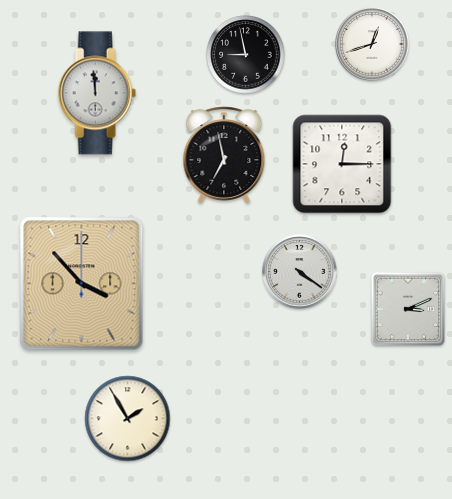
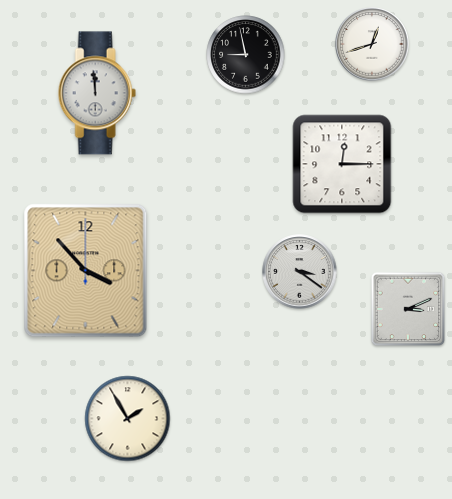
clock at (224, 155): 6:58 -> none
clock at (300, 272): 4:21 -> 3:21
clock at (82, 284) position: (82, 284) -> (86, 271)
